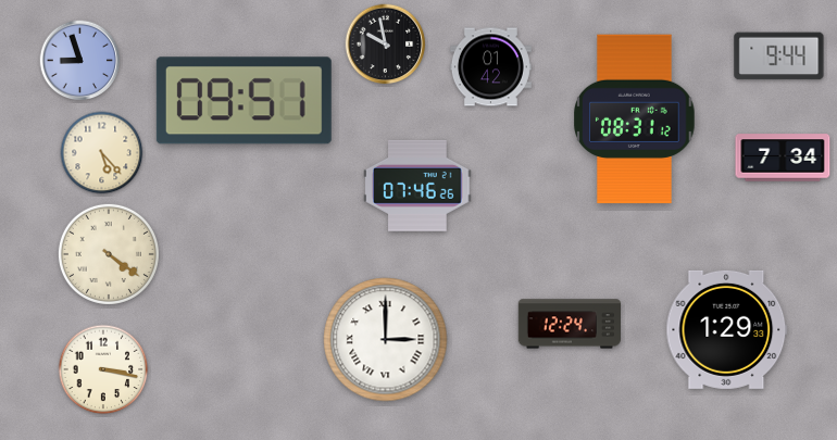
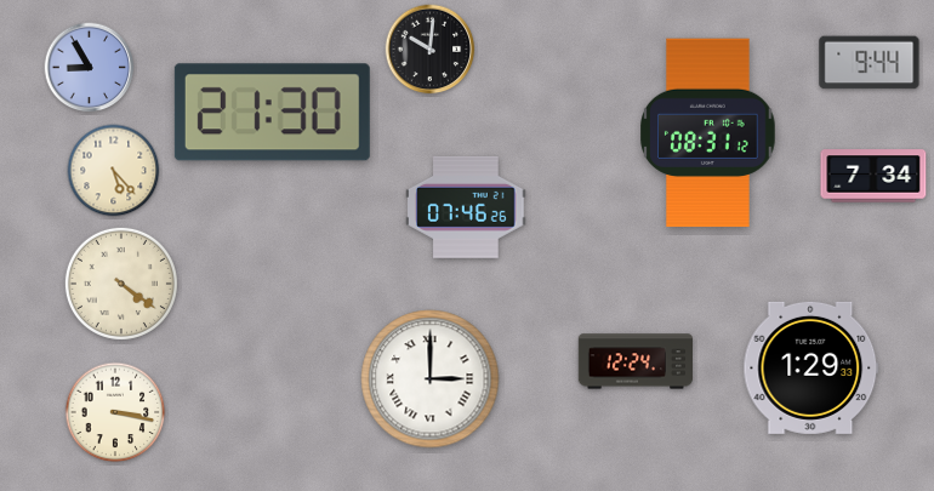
clock at (386, 45): 9:58 -> 10:01
clock at (80, 61): 8:57 -> 8:55
clock at (490, 67): 01:42 -> none
clock at (243, 101): 09:51 -> 21:30
